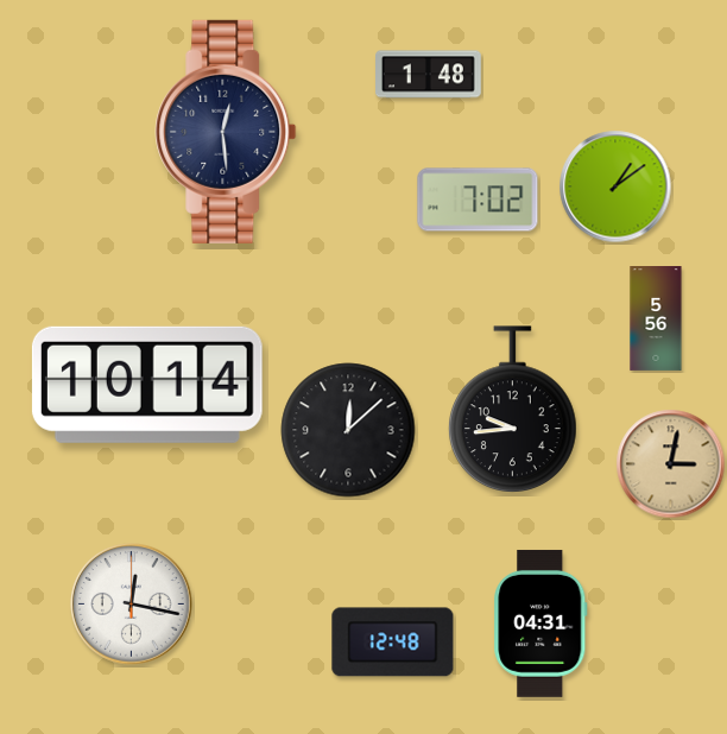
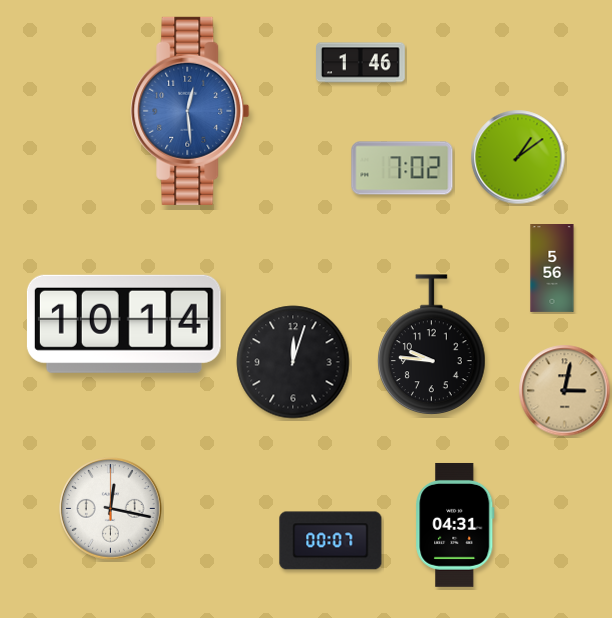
clock at (429, 75): 1:48 -> 1:46
clock at (226, 132) dial: navy -> blue
clock at (513, 409): 9:44 -> 9:46
clock at (348, 430): 12:08 -> 12:03
clock at (393, 643): 12:48 -> 00:07
